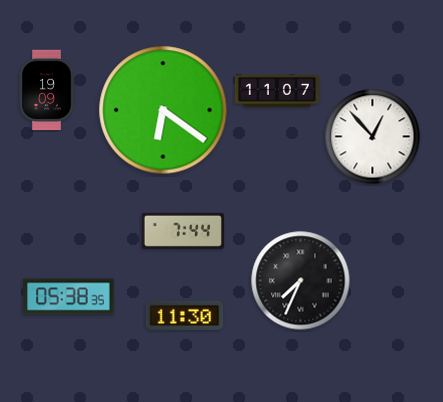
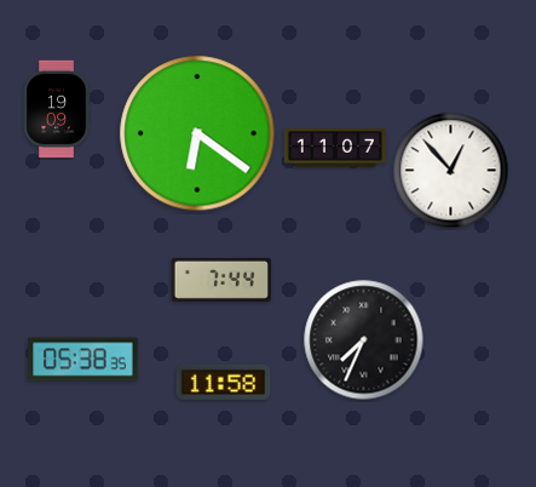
clock at (277, 91) position: (277, 91) -> (335, 148)
clock at (373, 137) position: (373, 137) -> (451, 171)
clock at (185, 315): 11:30 -> 11:58
